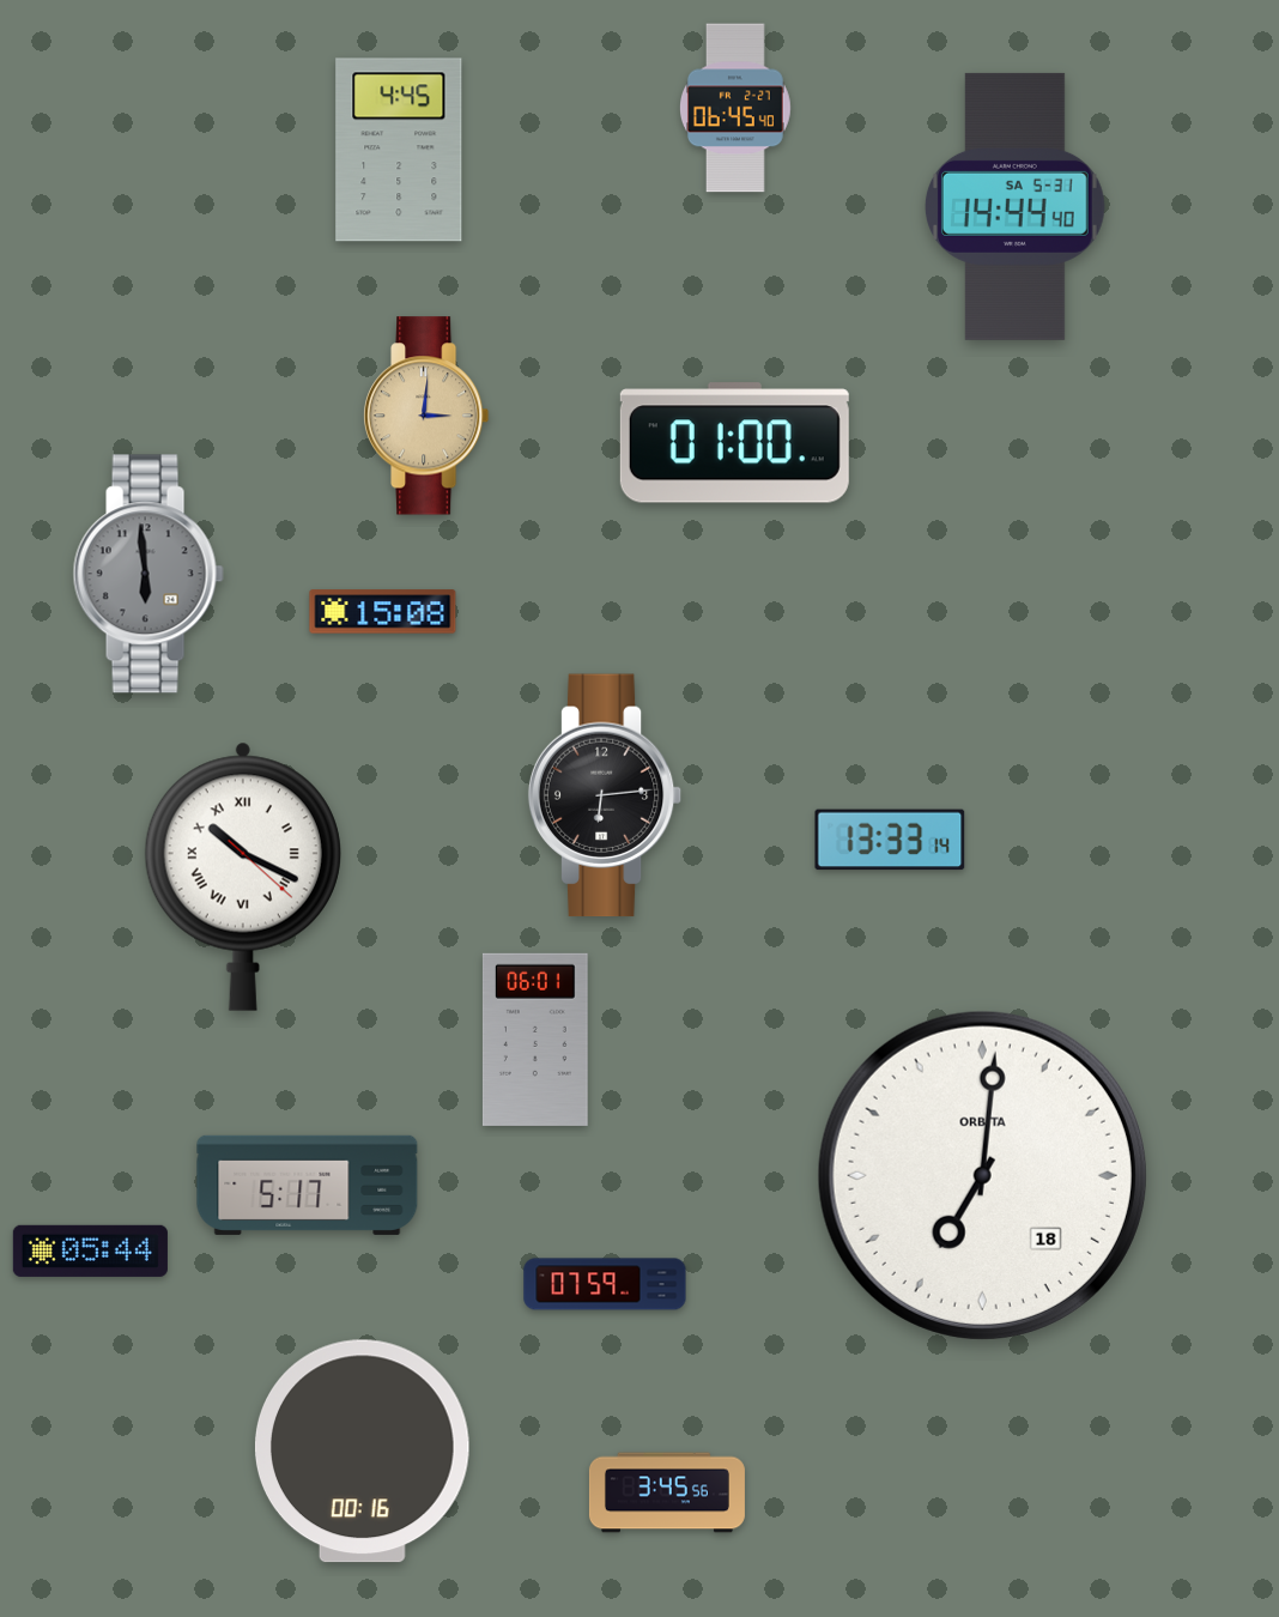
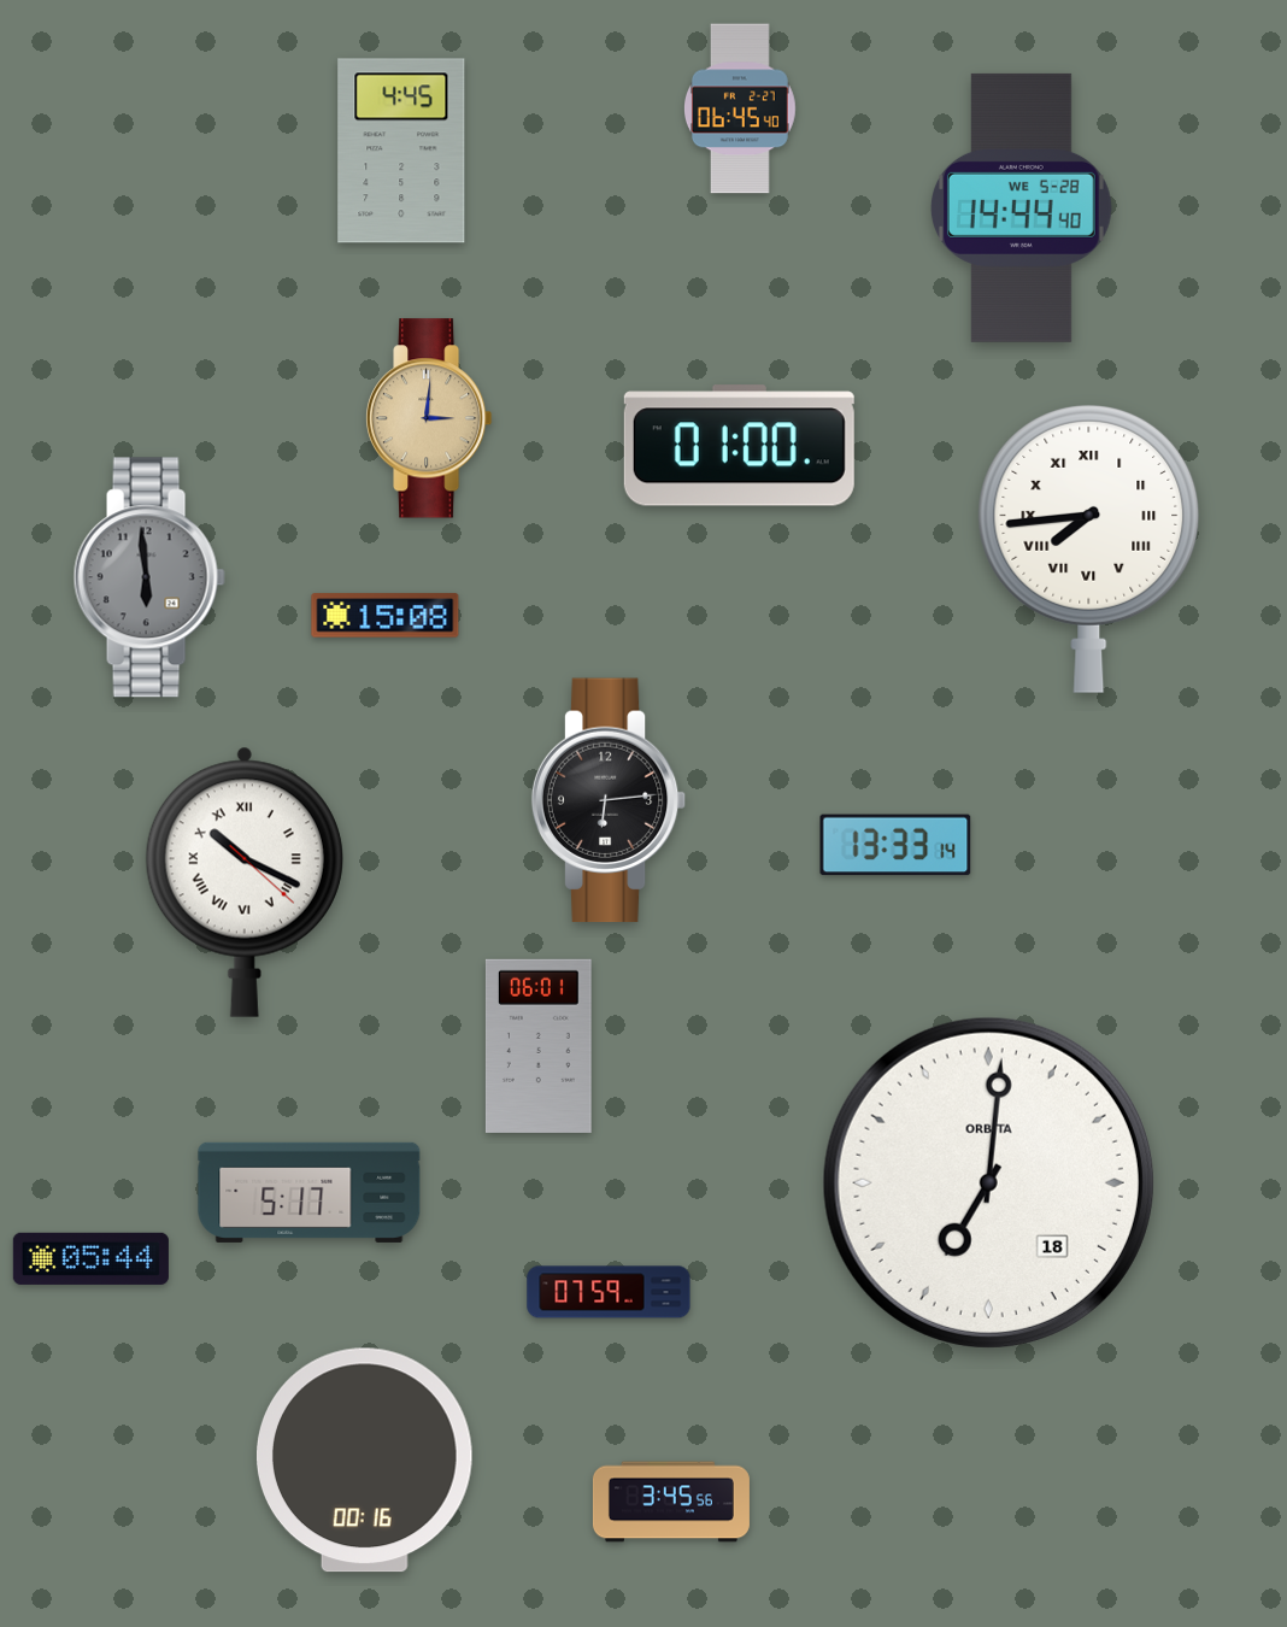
clock at (1014, 206) date: SA 5-31 -> WE 5-28
clock at (1089, 550): none -> 7:44
